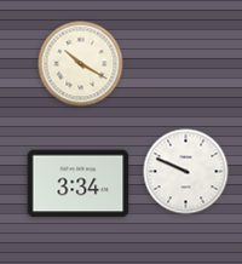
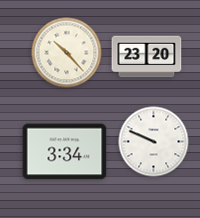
clock at (81, 64): 10:20 -> 10:23
clock at (147, 57): none -> 23:20
